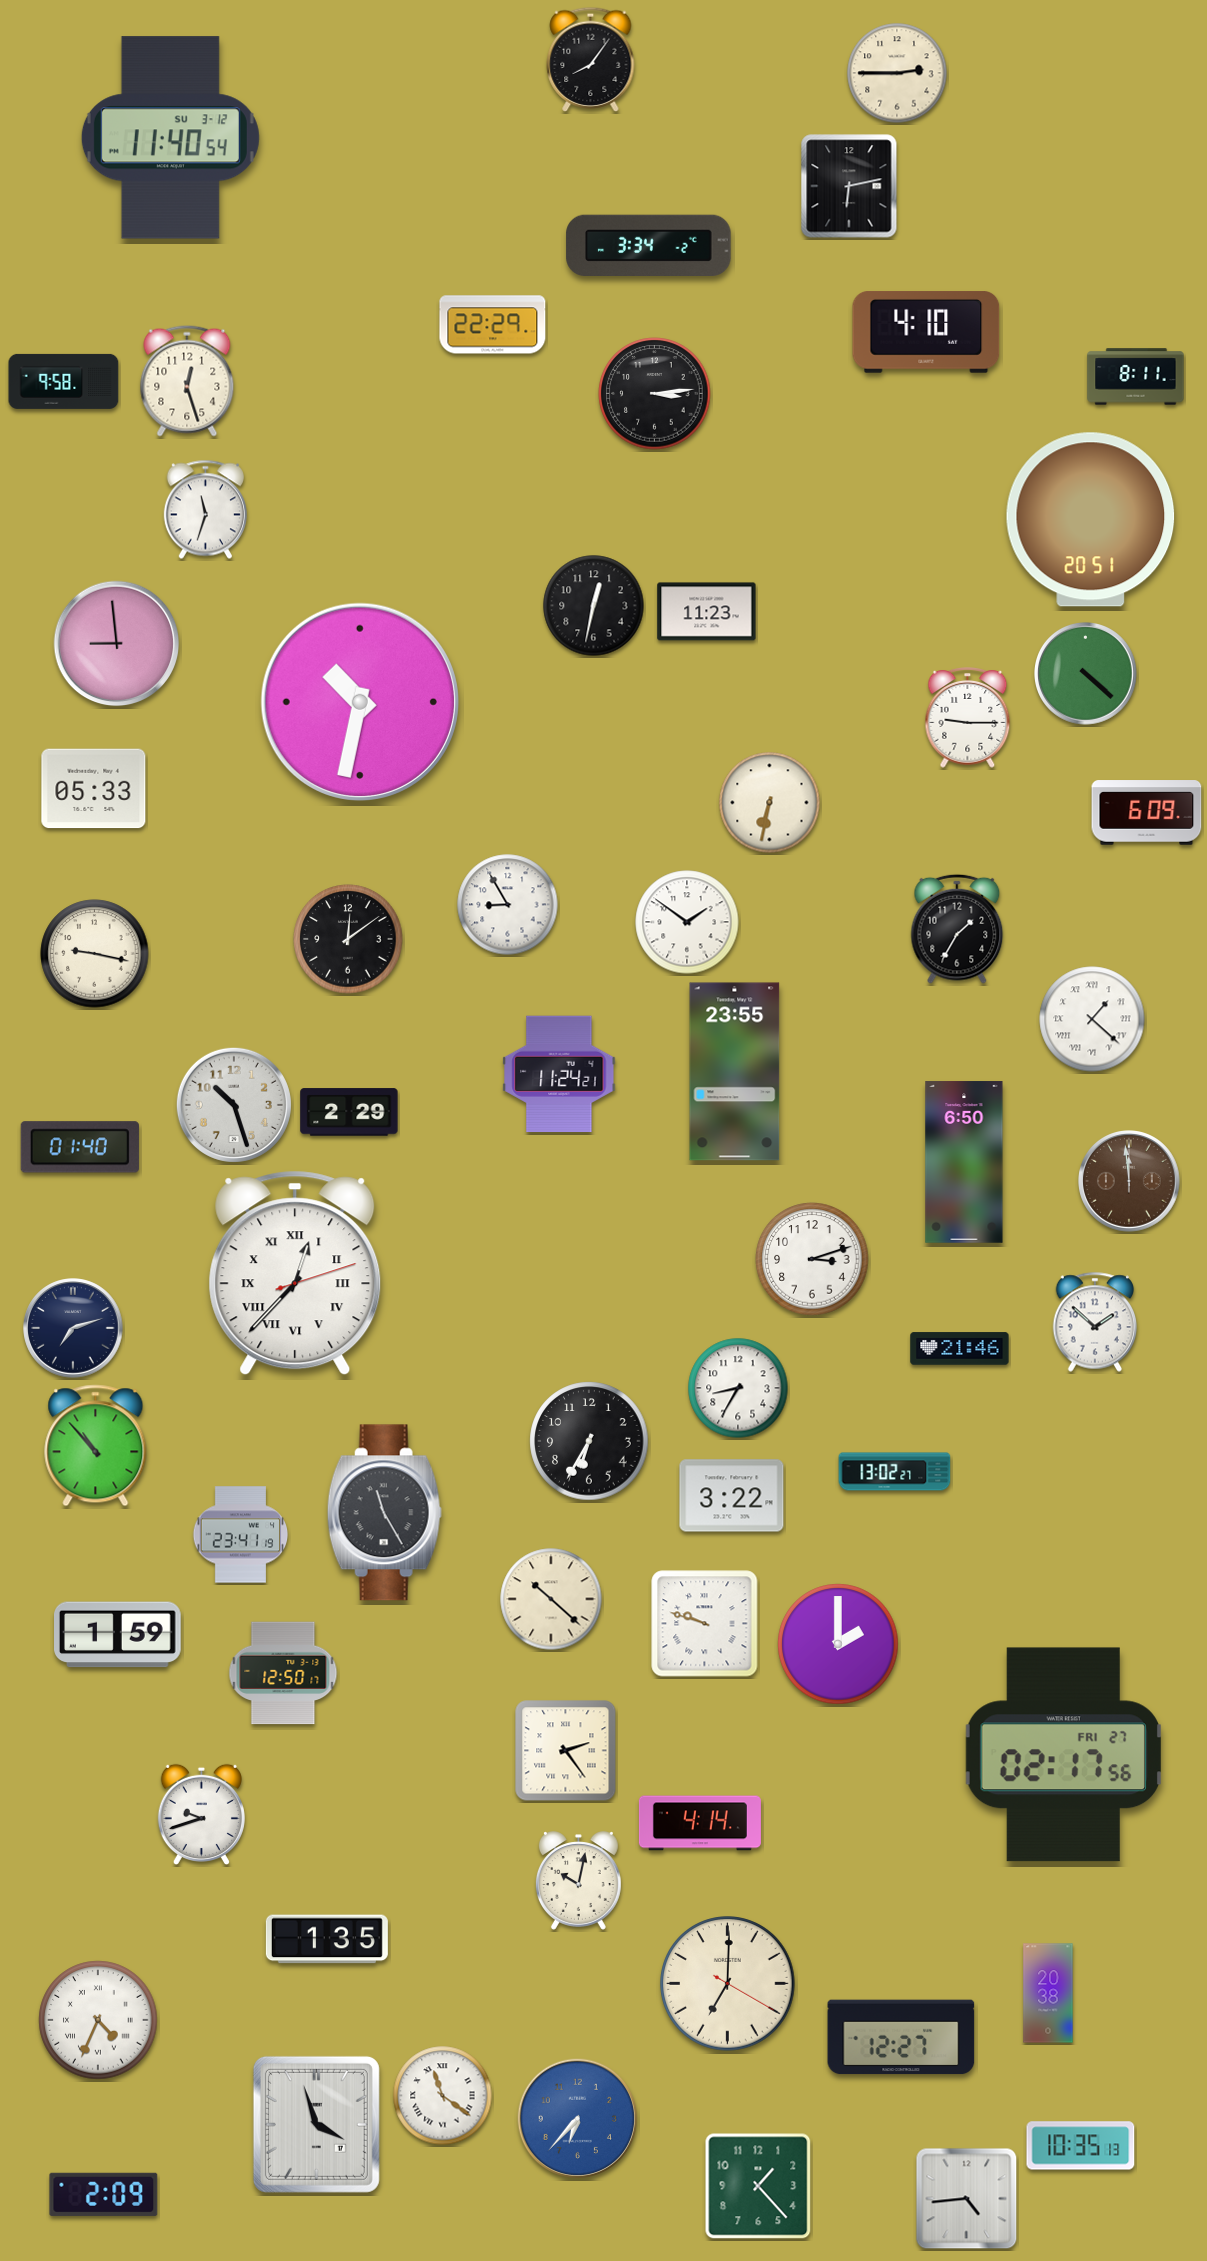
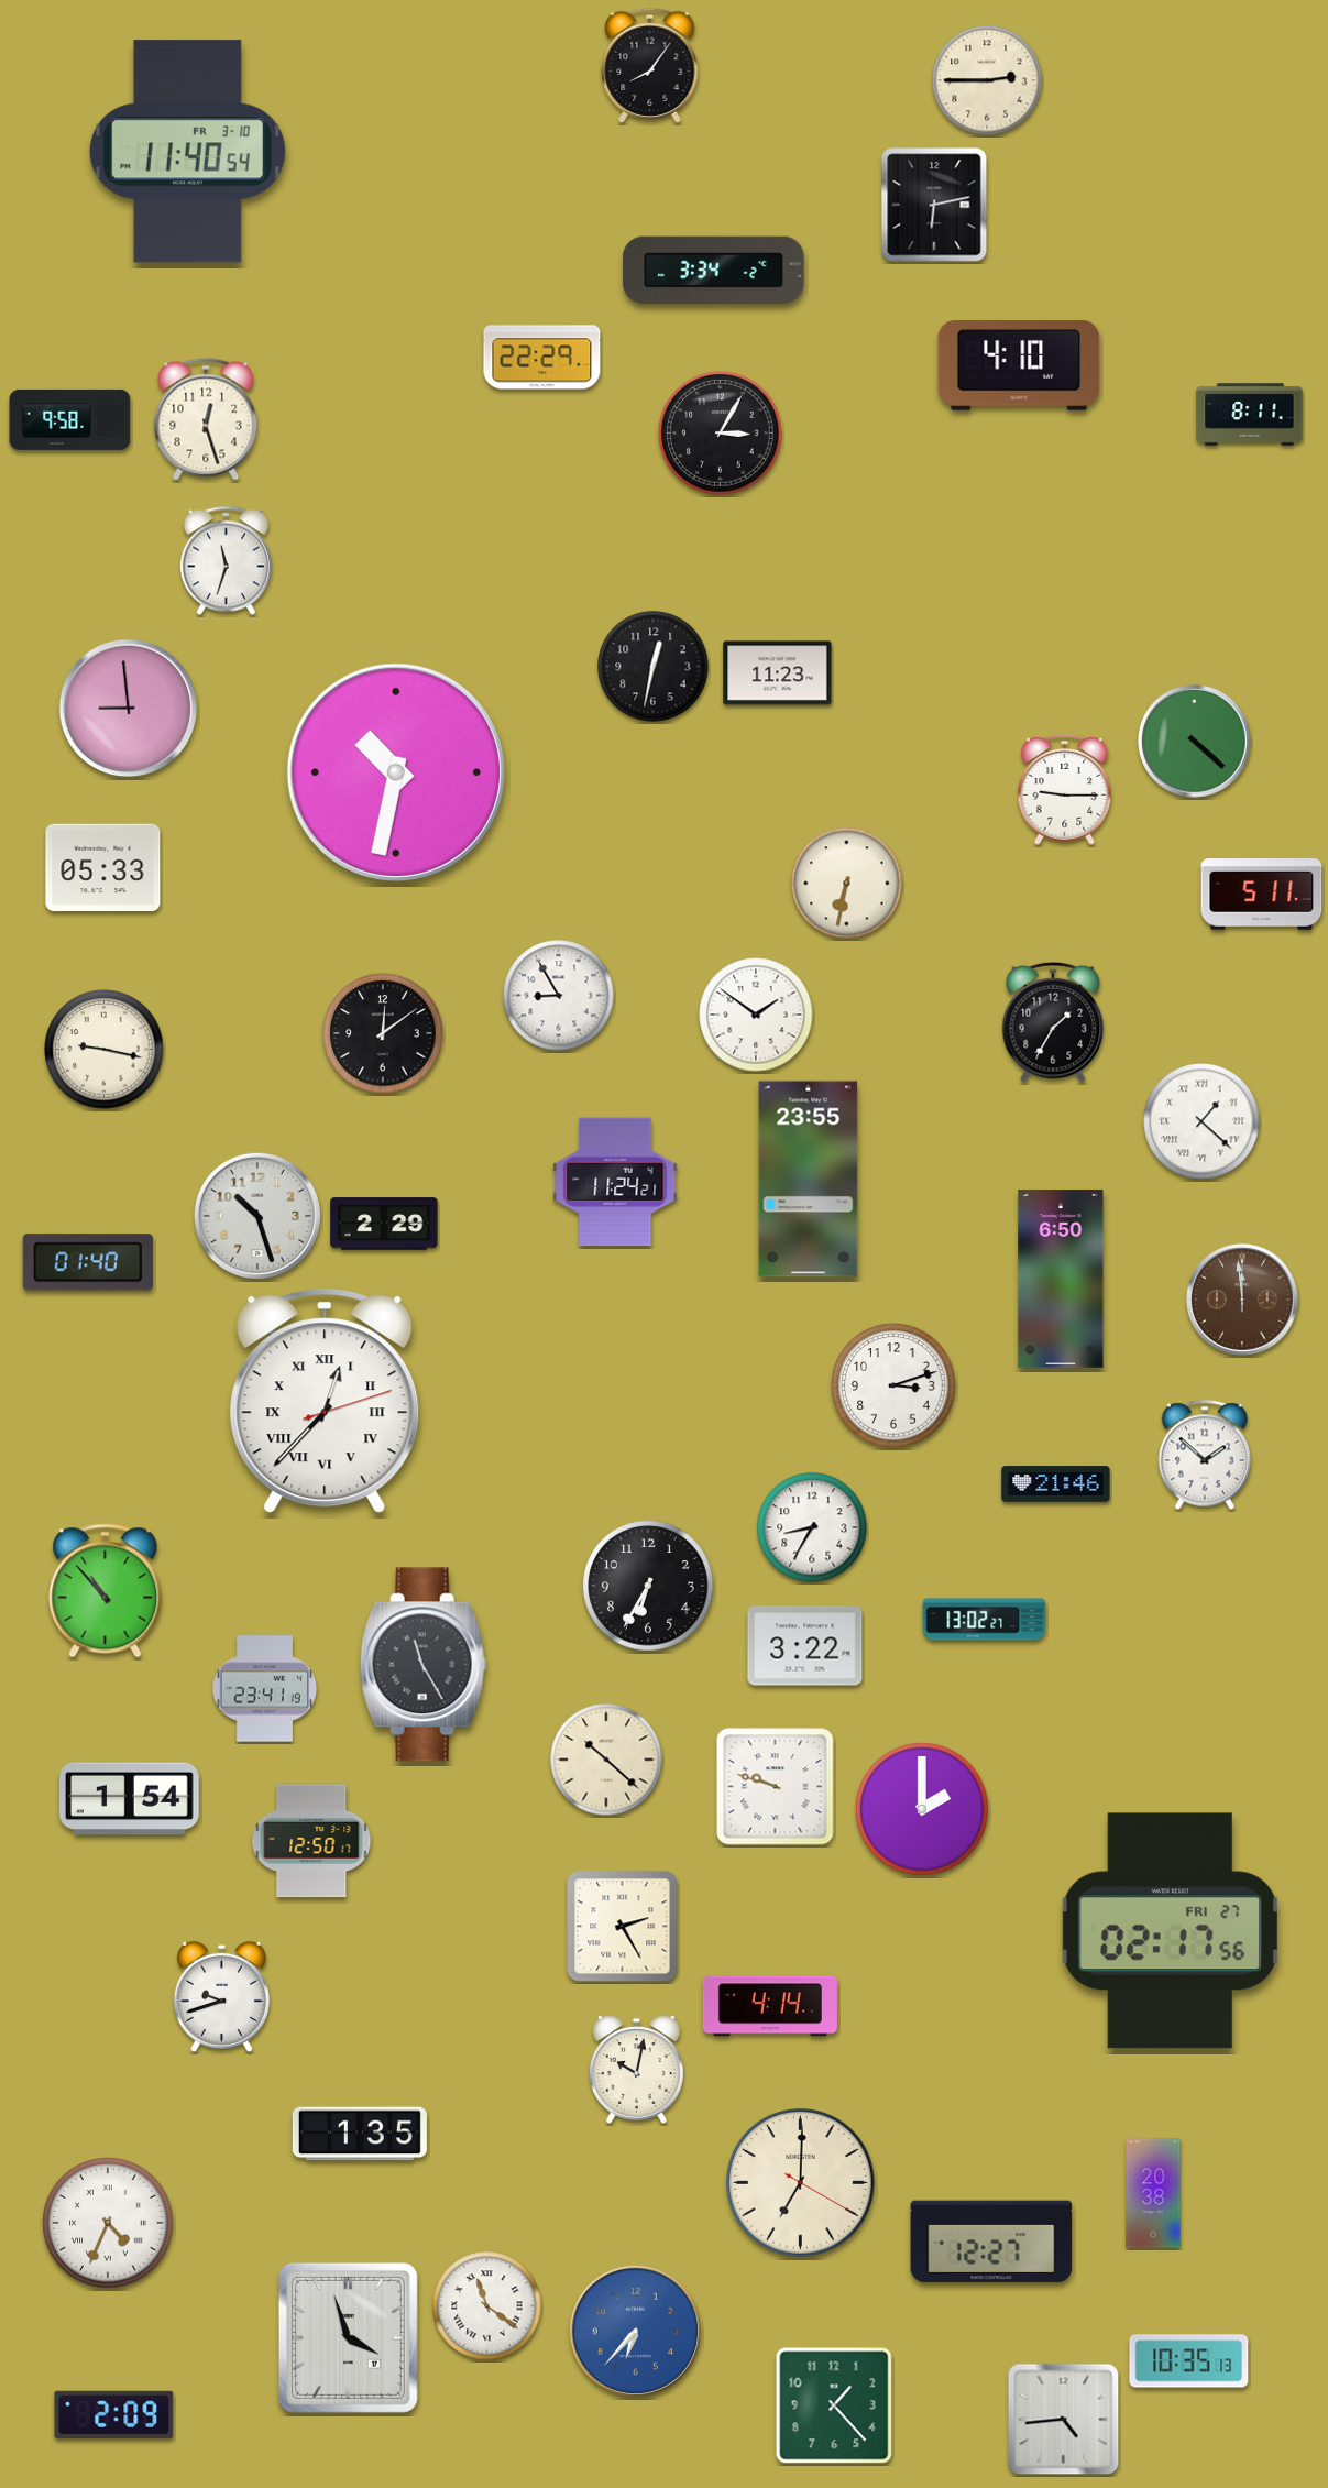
clock at (170, 138) date: SU 3-12 -> FR 3-10
clock at (655, 394): 3:14 -> 3:05
clock at (1091, 520): 20:51 -> none
clock at (1147, 813): 6:09 -> 5:11
clock at (73, 1328): 7:12 -> none
clock at (118, 1635): 1:59 -> 1:54
clock at (566, 1751): 2:24 -> 2:25
